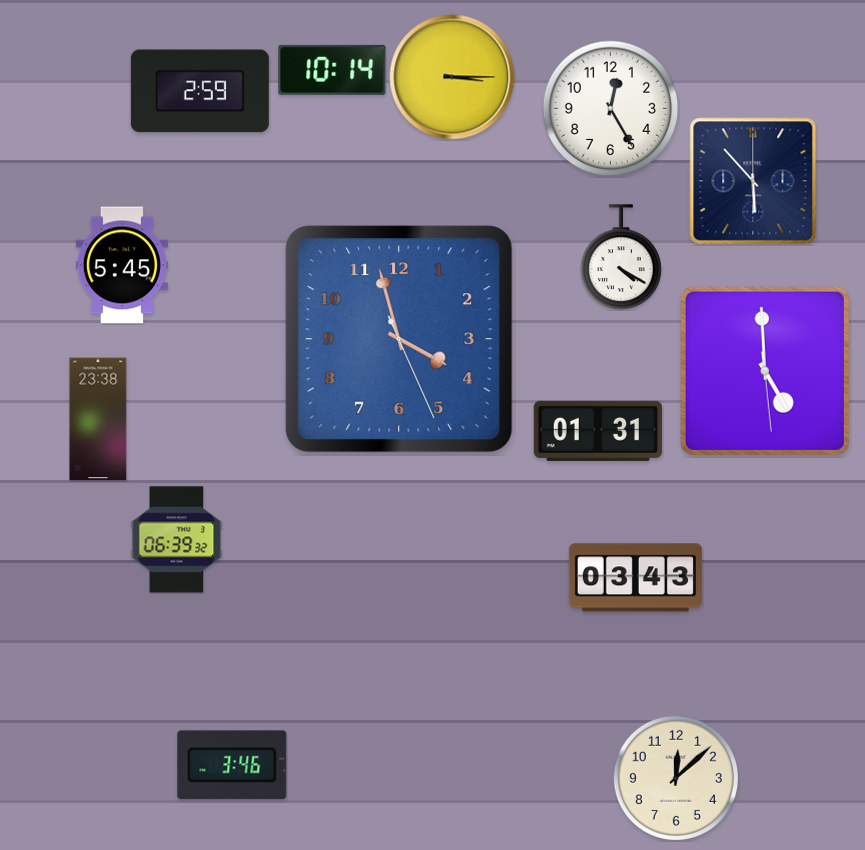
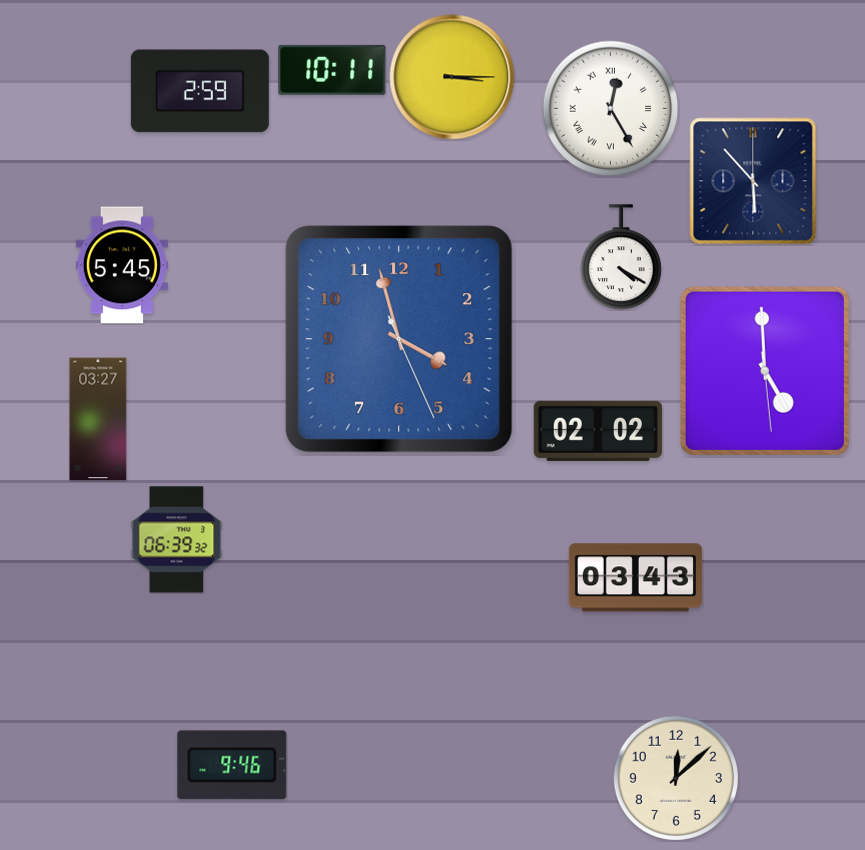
clock at (332, 70): 10:14 -> 10:11
clock at (611, 109) numerals: Arabic -> Roman
clock at (98, 419): 23:38 -> 03:27
clock at (598, 431): 01:31 -> 02:02
clock at (232, 765): 3:46 -> 9:46
